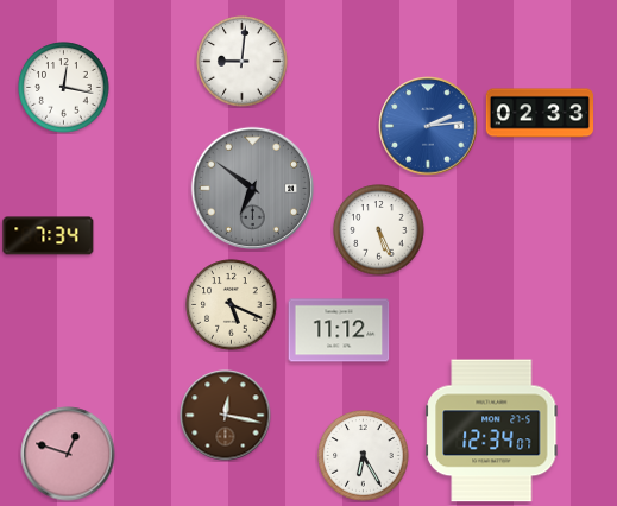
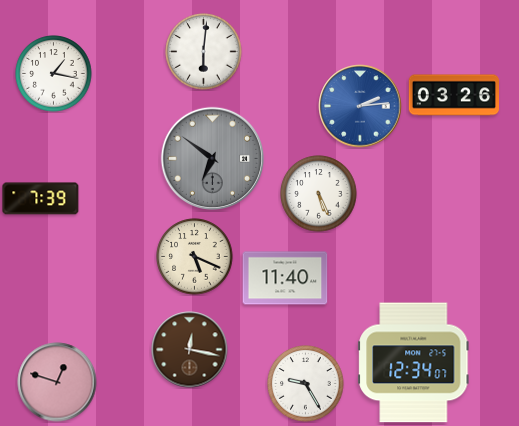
clock at (243, 62): 9:01 -> 6:01
clock at (64, 88): 12:17 -> 1:17
clock at (540, 113): 02:33 -> 03:26
clock at (49, 236): 7:34 -> 7:39
clock at (339, 330): 11:12 -> 11:40
clock at (364, 456): 6:25 -> 9:25
